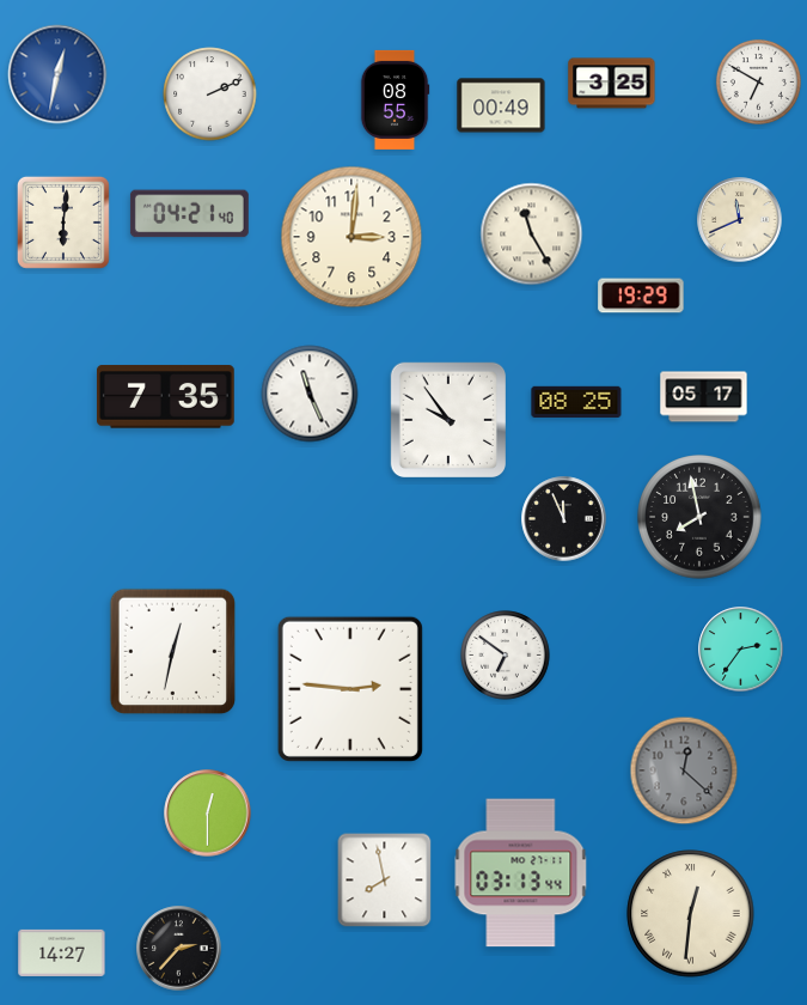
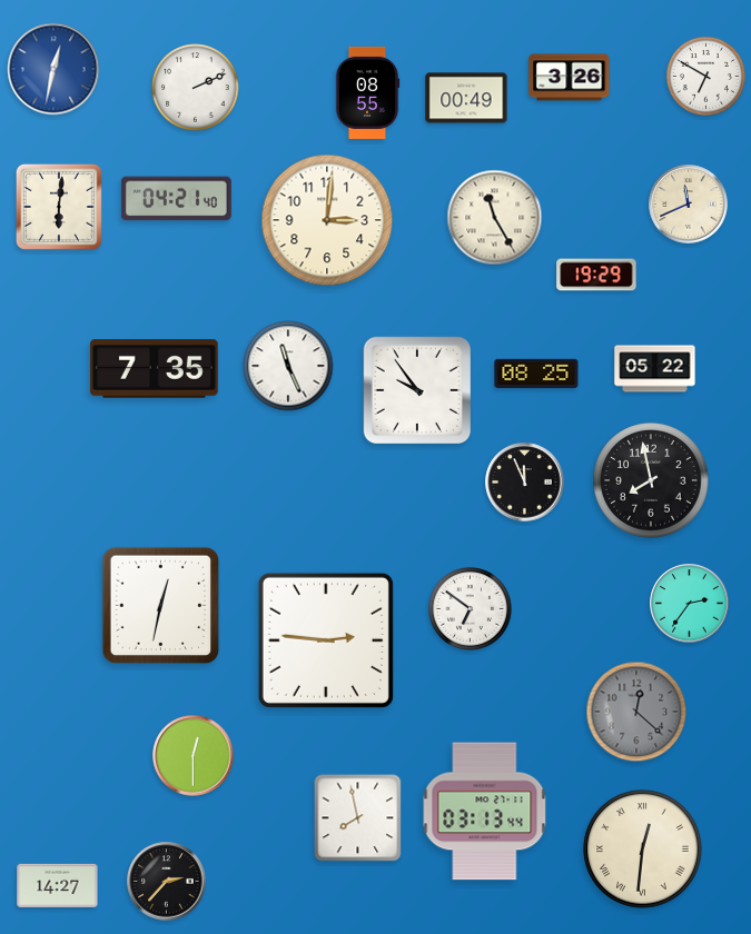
clock at (612, 84): 3:25 -> 3:26
clock at (704, 397): 05:17 -> 05:22
clock at (684, 770) position: (684, 770) -> (636, 712)
